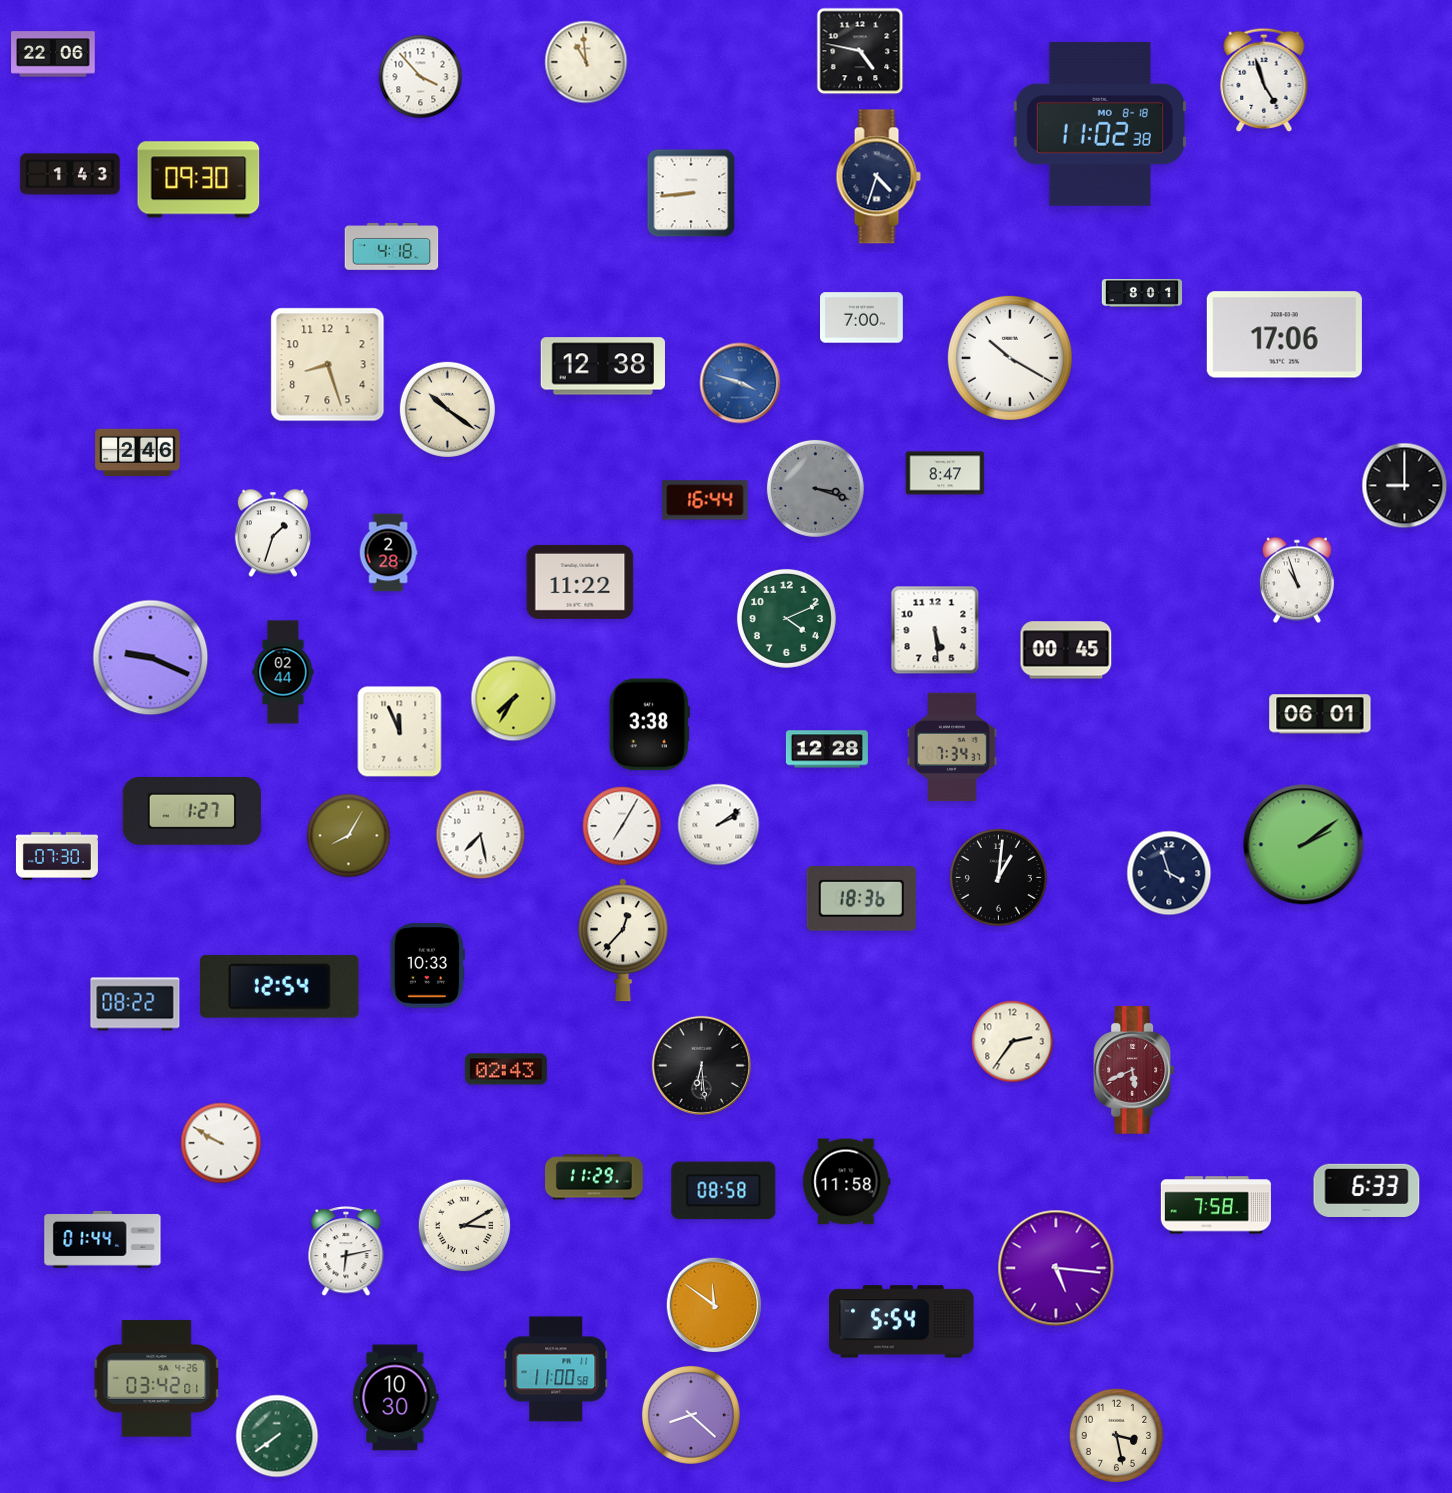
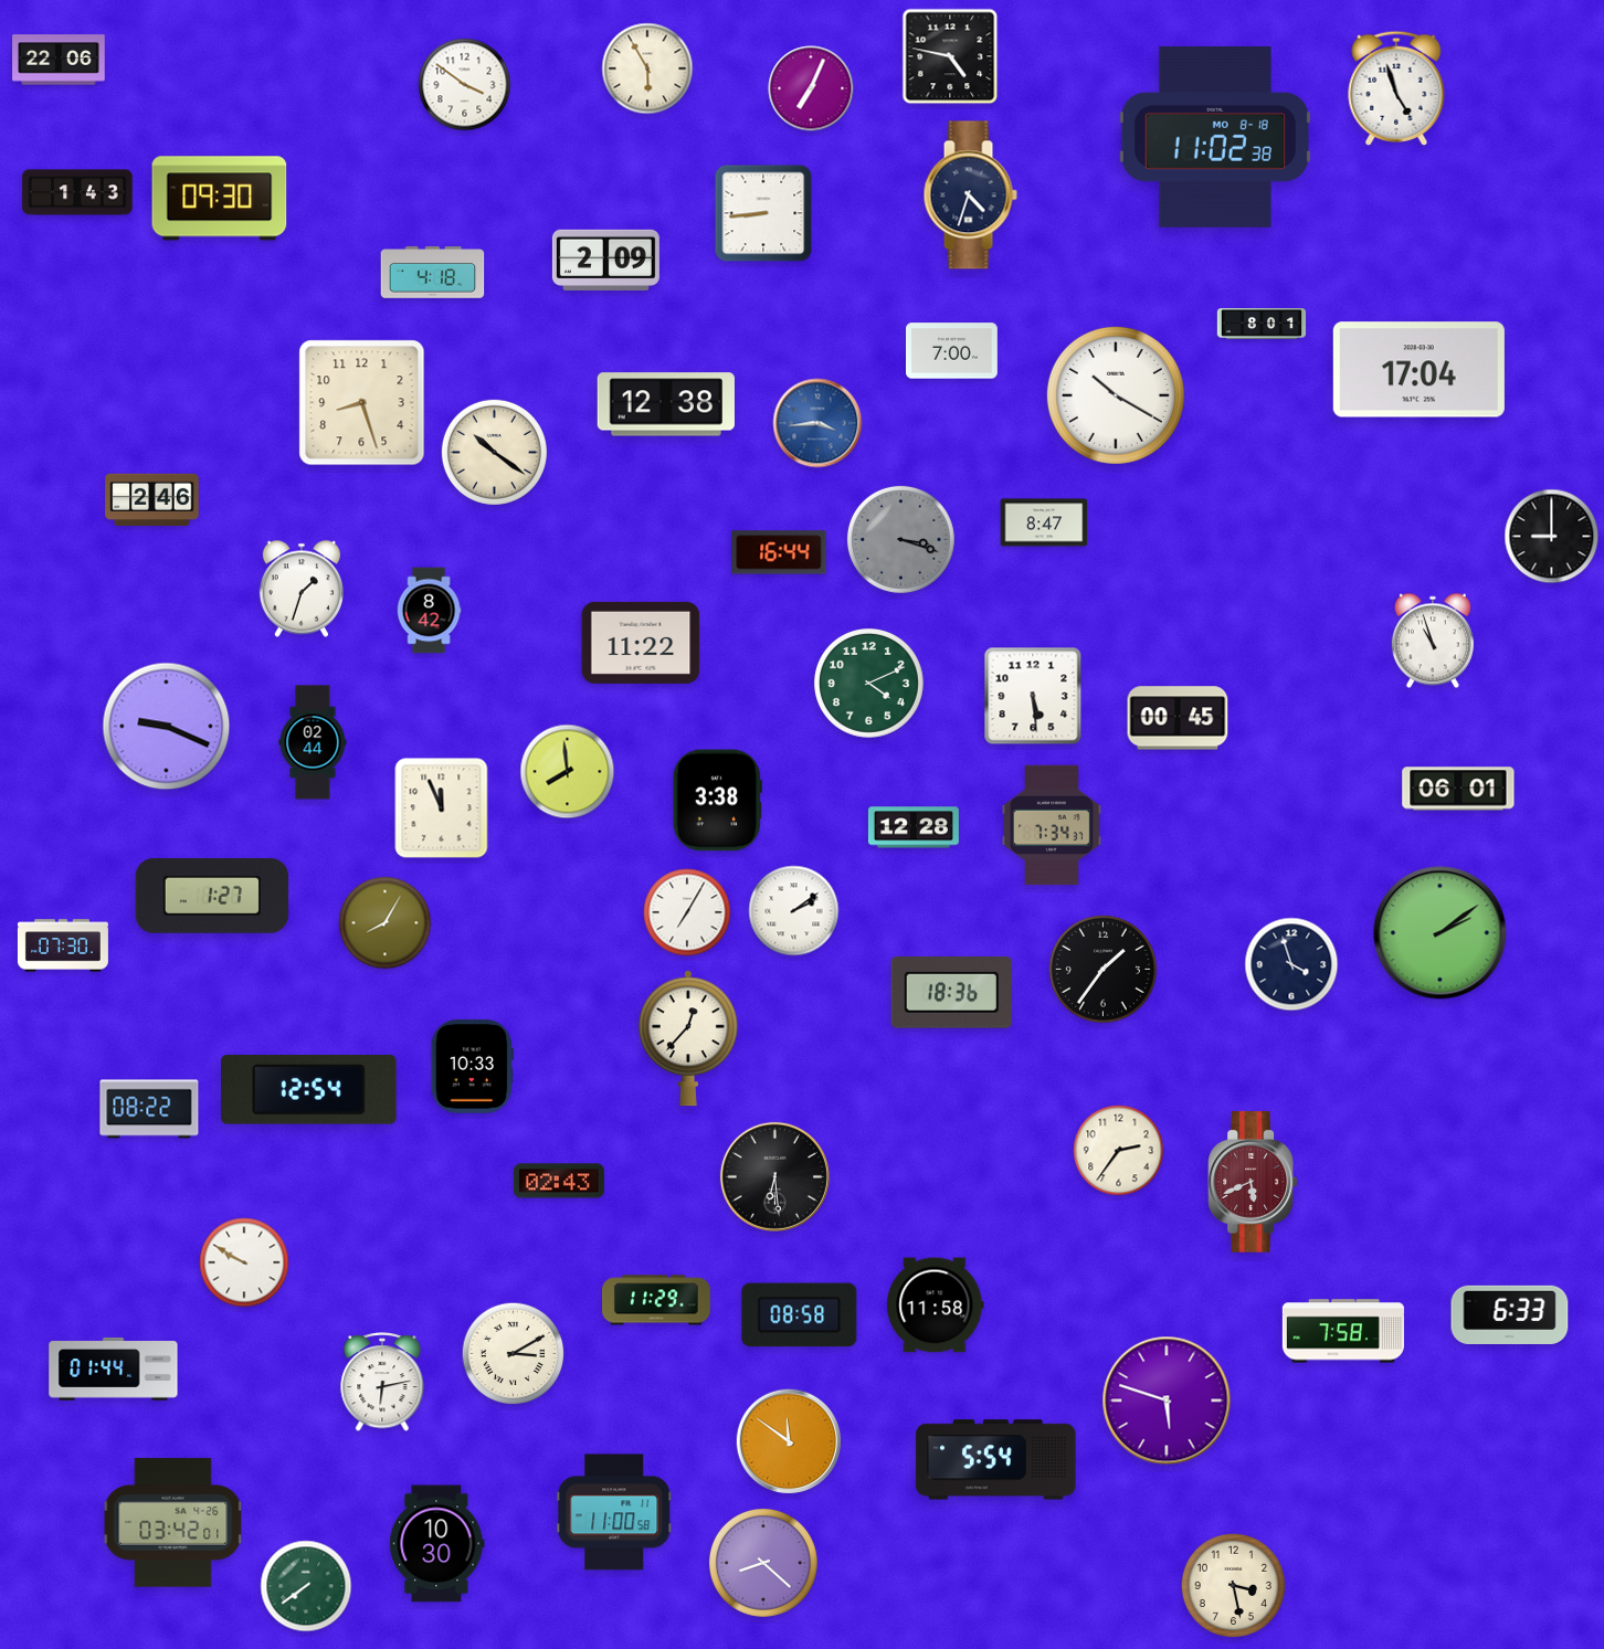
clock at (586, 62): 10:59 -> 5:55
clock at (421, 77): 3:53 -> 3:51
clock at (811, 88): none -> 7:04
clock at (605, 260): none -> 2:09
clock at (1284, 335): 17:06 -> 17:04
clock at (740, 383): 3:48 -> 3:44
clock at (388, 553): 2:28 -> 8:42
clock at (514, 699): 7:35 -> 7:59
clock at (481, 835): 7:28 -> none
clock at (998, 877): 1:01 -> 1:36
clock at (1056, 1268): 5:16 -> 5:48
